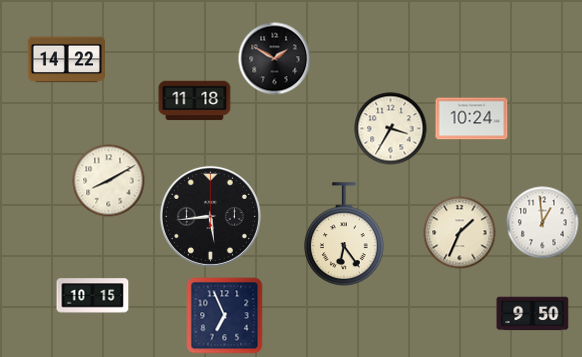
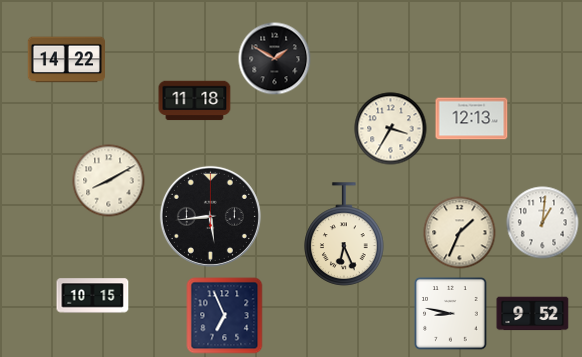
clock at (472, 119): 10:24 -> 12:13
clock at (543, 223): 12:59 -> 1:01
clock at (344, 234): 6:24 -> 6:26
clock at (451, 314): none -> 8:47
clock at (533, 314): 9:50 -> 9:52
